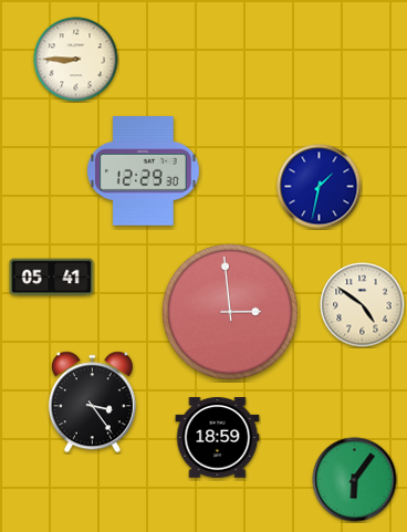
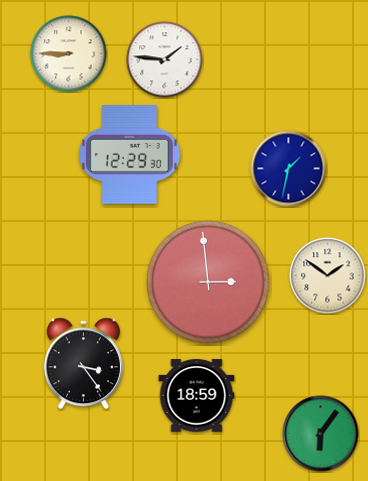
clock at (165, 60): none -> 1:46
clock at (52, 278): 05:41 -> none
clock at (363, 305): 4:51 -> 1:51
